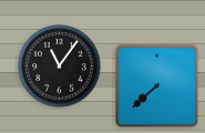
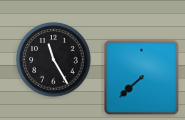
clock at (60, 66): 11:06 -> 11:25
